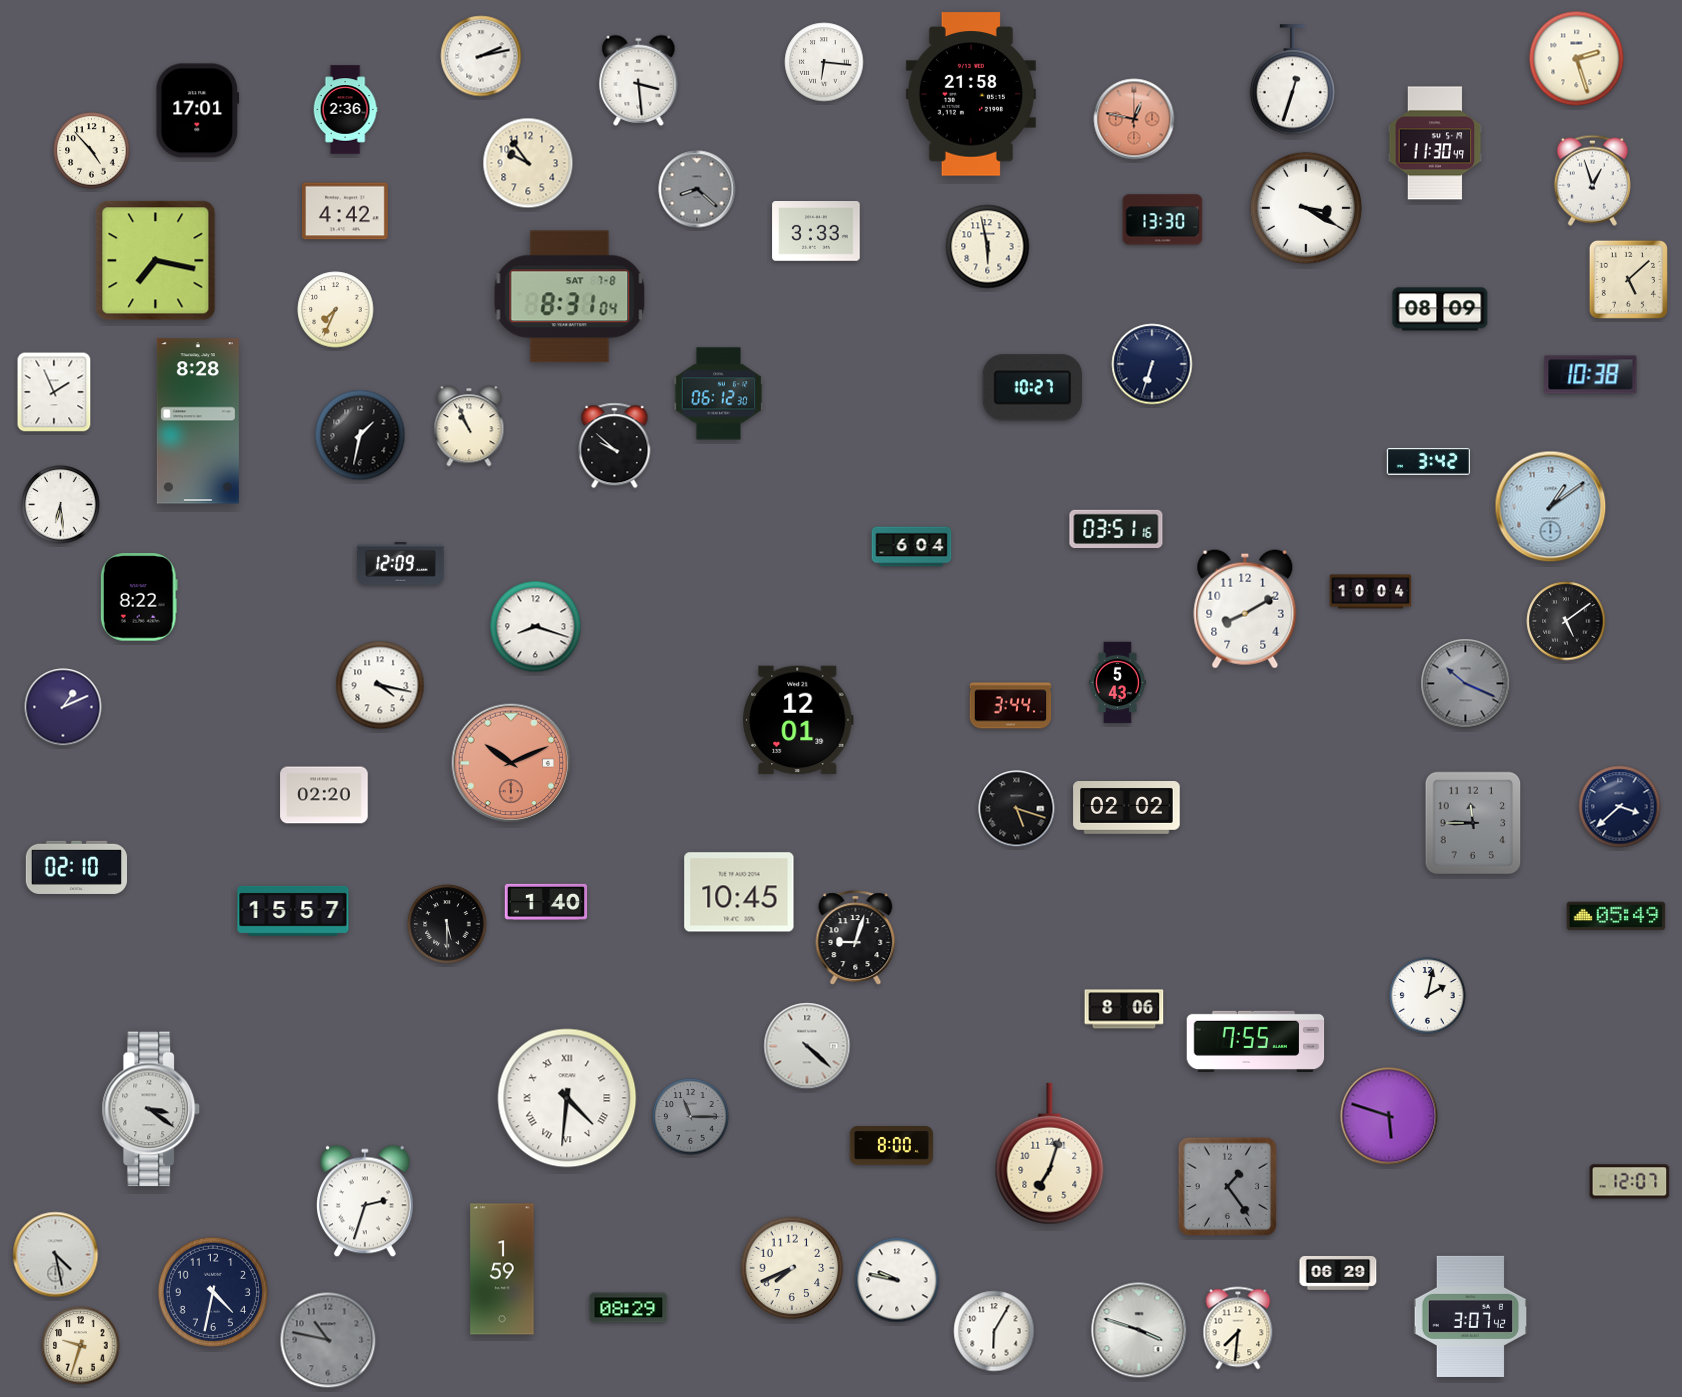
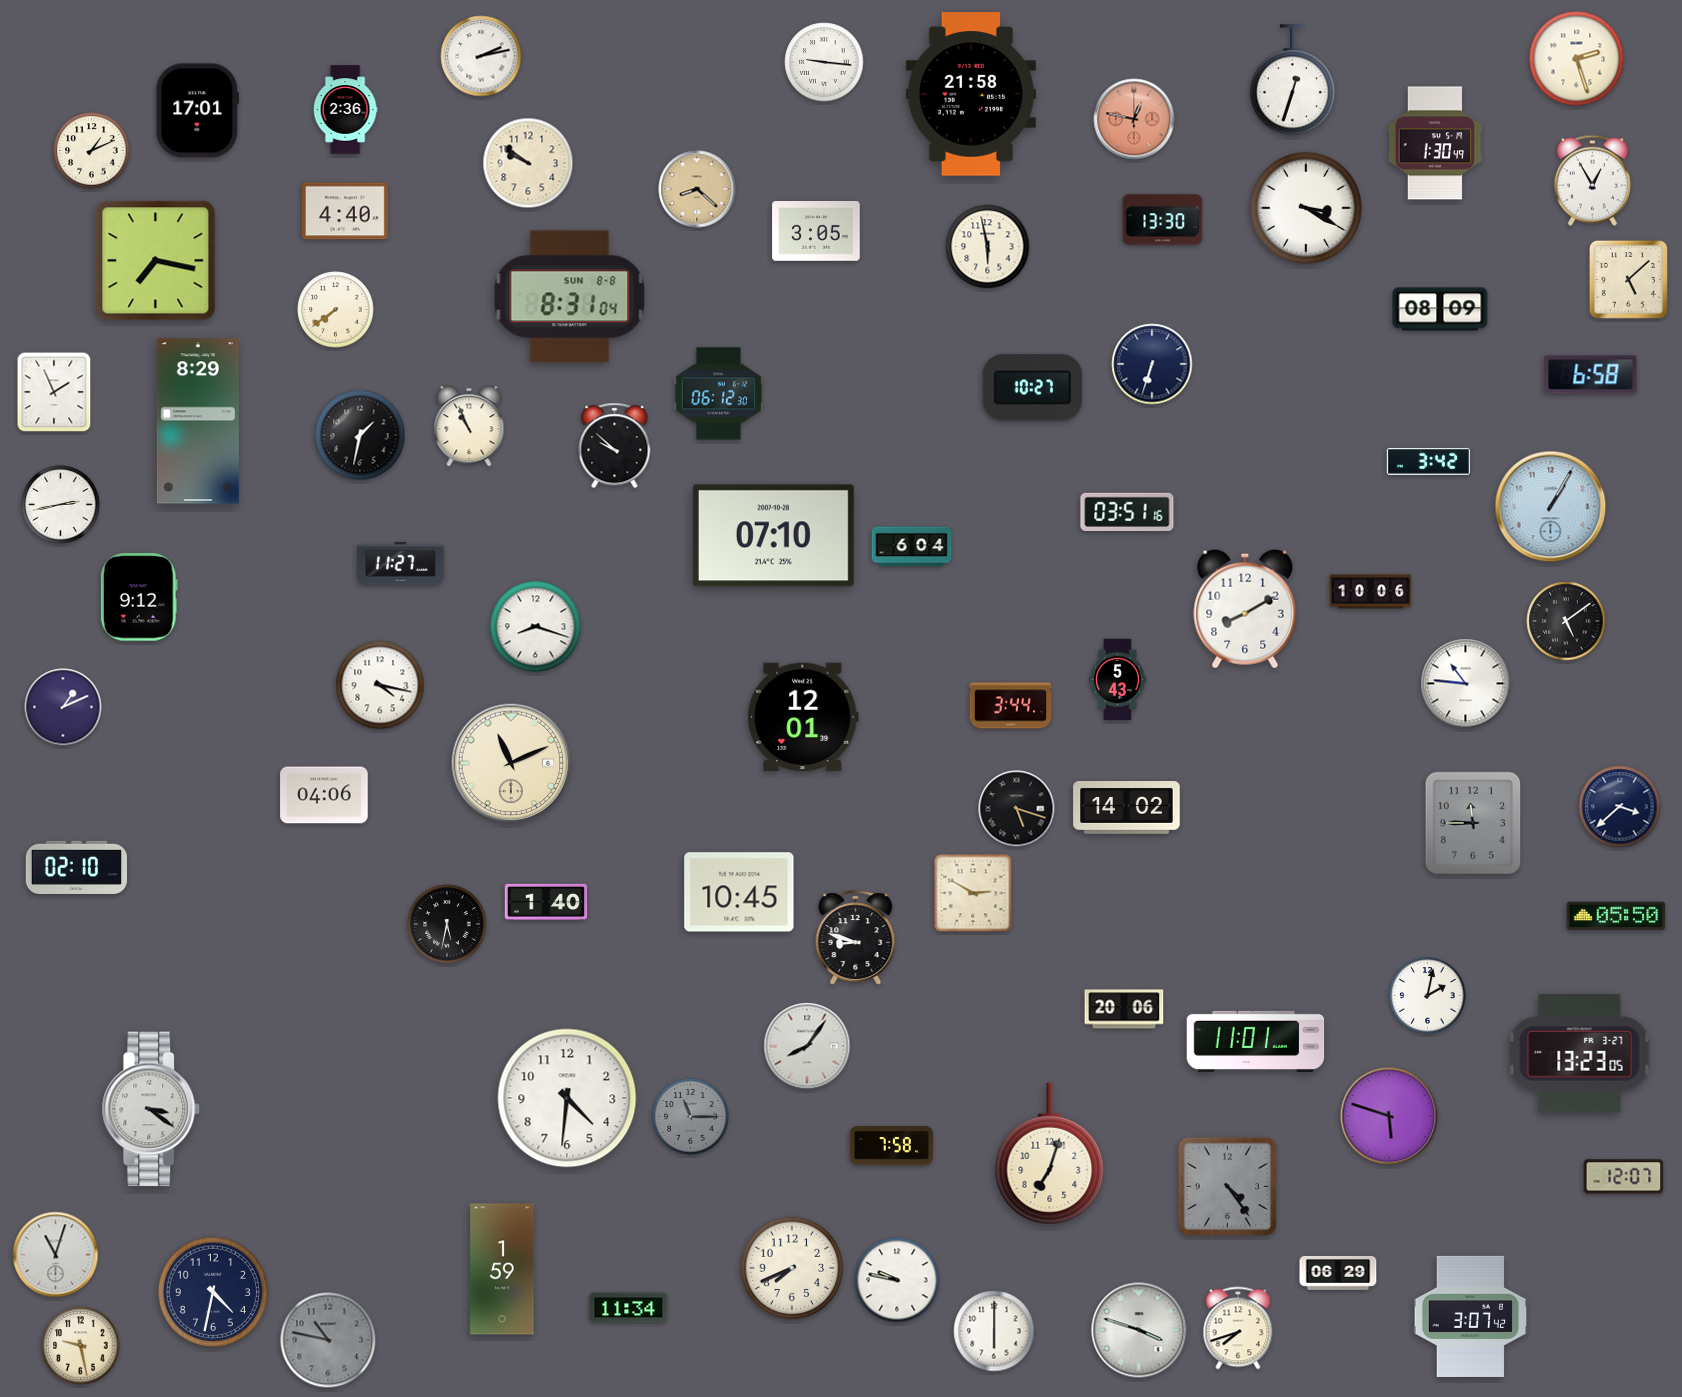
clock at (824, 62): 6:16 -> 9:16
clock at (639, 80): 3:29 -> none
clock at (1435, 143): 11:30 -> 1:30
clock at (92, 151): 4:53 -> 1:11
clock at (528, 163): 9:54 -> 9:51
clock at (1592, 180): 12:57 -> 12:55
clock at (697, 189) dial: grey -> champagne
clock at (345, 211): 4:42 -> 4:40
clock at (816, 232): 3:33 -> 3:05
clock at (570, 297) date: SAT 7-8 -> SUN 8-8
clock at (336, 310): 7:34 -> 7:39
clock at (1591, 375): 10:38 -> 6:58
clock at (198, 421): 8:28 -> 8:29
clock at (61, 505): 6:29 -> 2:43
clock at (1551, 507): 1:09 -> 1:05
clock at (1116, 528) position: (1116, 528) -> (1127, 511)
clock at (773, 536): none -> 07:10
clock at (401, 564): 12:09 -> 11:27
clock at (1371, 592): 10:04 -> 10:06
clock at (139, 597): 8:22 -> 9:12
clock at (1118, 683) position: (1118, 683) -> (1118, 680)
clock at (1466, 684): 10:19 -> 10:46
clock at (1466, 684) dial: grey -> white
clock at (798, 720) position: (798, 720) -> (803, 717)
clock at (511, 763): 10:11 -> 11:11
clock at (511, 763) dial: salmon -> cream
clock at (324, 795): 02:20 -> 04:06
clock at (1127, 808): 02:02 -> 14:02
clock at (973, 893): none -> 2:50
clock at (293, 911): 15:57 -> none
clock at (1616, 916): 05:49 -> 05:50
clock at (447, 924): 5:30 -> 5:32
clock at (856, 938): 9:03 -> 8:48
clock at (1124, 1009): 8:06 -> 20:06
clock at (1256, 1041): 7:55 -> 11:01
clock at (807, 1046): 4:22 -> 8:06
clock at (1580, 1053): none -> 13:23
clock at (567, 1098) numerals: Roman -> Arabic
clock at (891, 1146): 8:00 -> 7:58
clock at (1630, 1182) position: (1630, 1182) -> (1624, 1177)
clock at (1228, 1187): 1:24 -> 4:24
clock at (366, 1201): 2:33 -> none
clock at (56, 1255): 4:28 -> 11:03
clock at (629, 1308): 08:29 -> 11:34
clock at (1238, 1328): 7:31 -> 7:42
clock at (994, 1331): 6:05 -> 6:00
clock at (81, 1346): 9:33 -> 9:28
